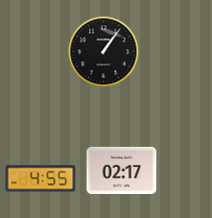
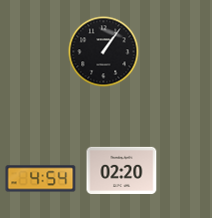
clock at (122, 170): 02:17 -> 02:20
clock at (41, 179): 4:55 -> 4:54
